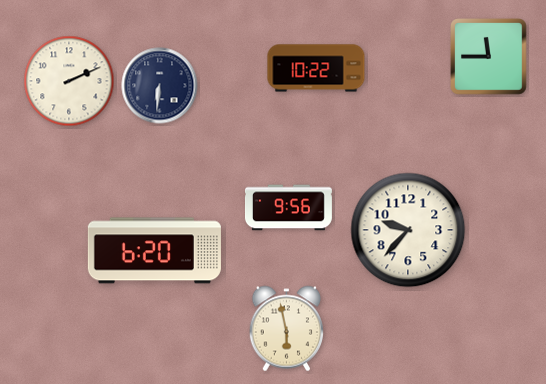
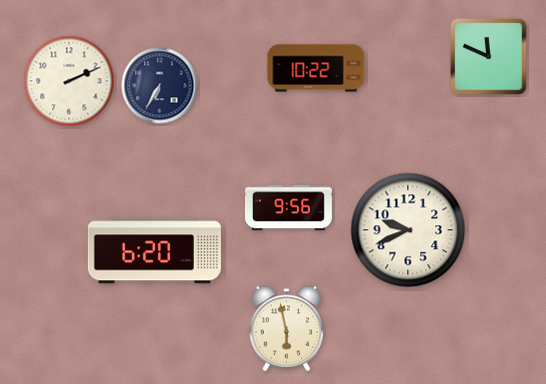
clock at (489, 57): 11:45 -> 11:49
clock at (160, 86): 6:31 -> 6:35
clock at (408, 230): 9:37 -> 9:41
